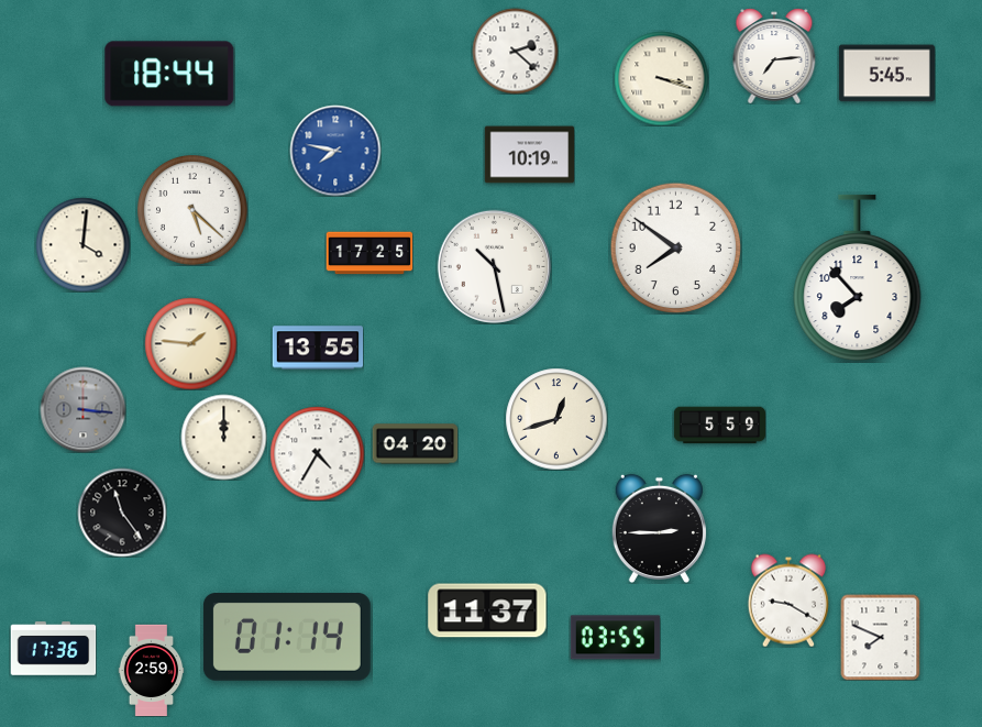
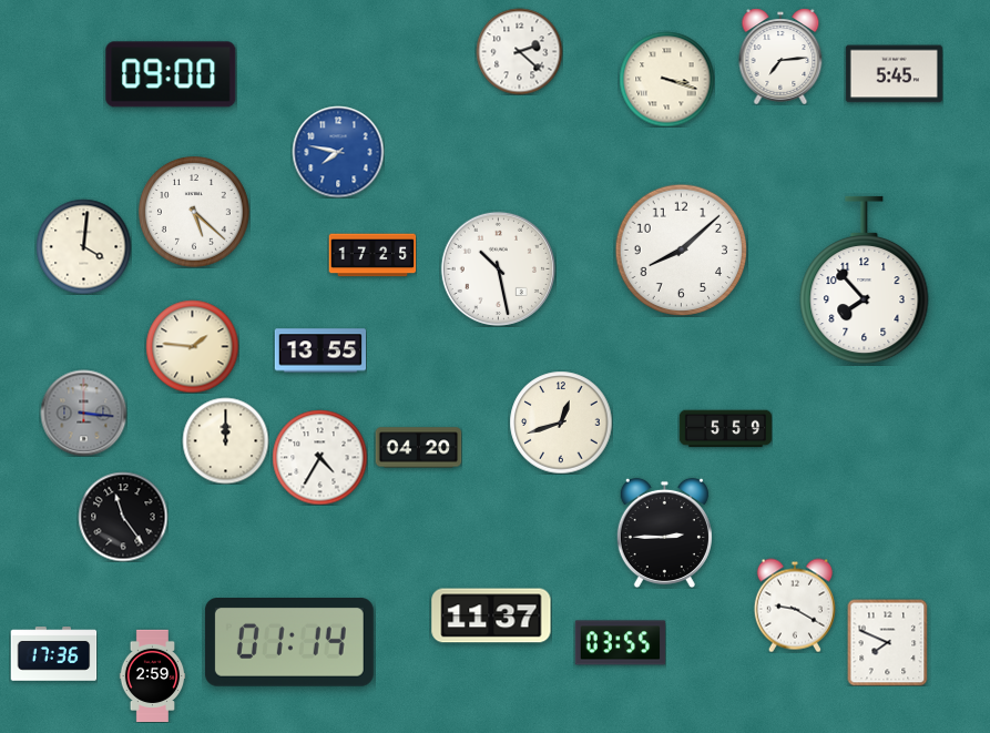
clock at (169, 74): 18:44 -> 09:00
clock at (529, 155): 10:19 -> none
clock at (675, 247): 7:51 -> 8:08
